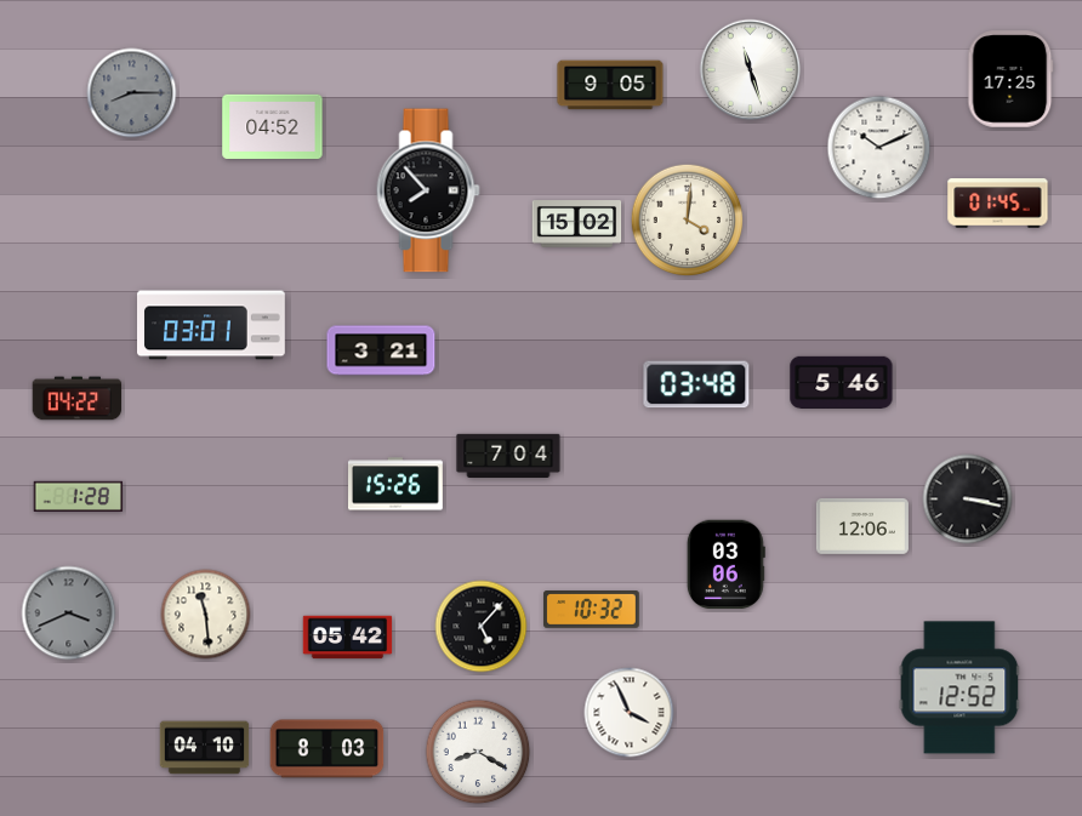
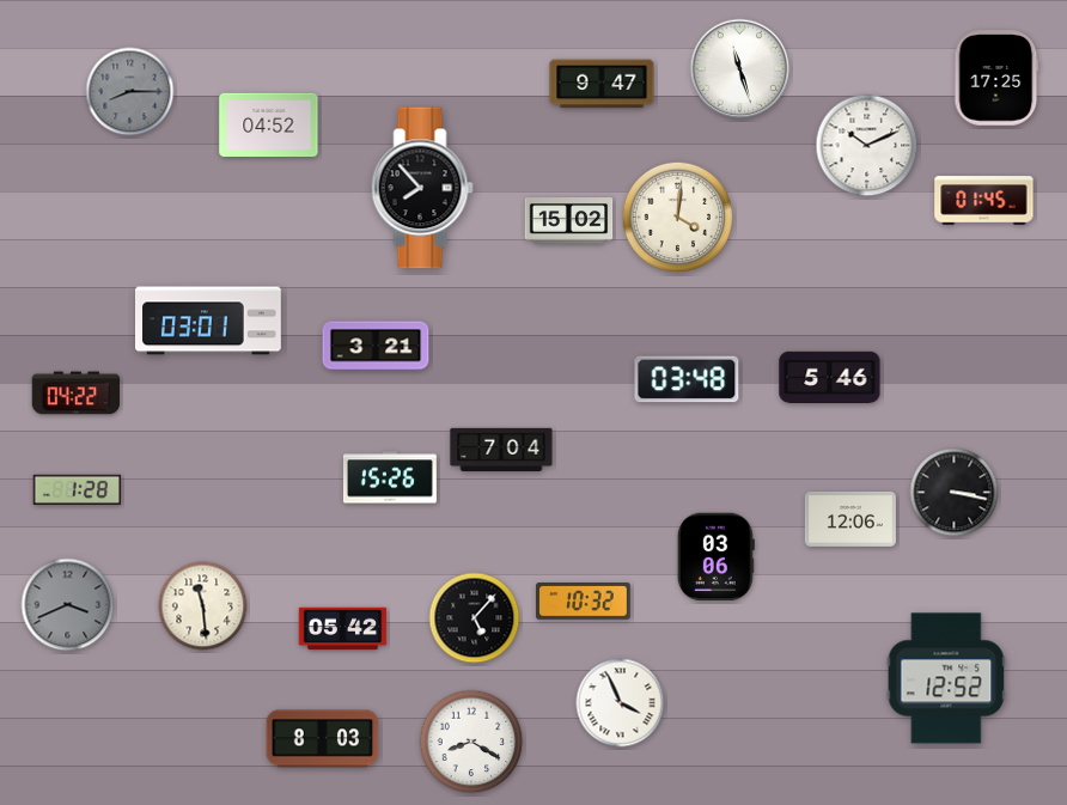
clock at (610, 85): 9:05 -> 9:47
clock at (205, 748): 04:10 -> none
